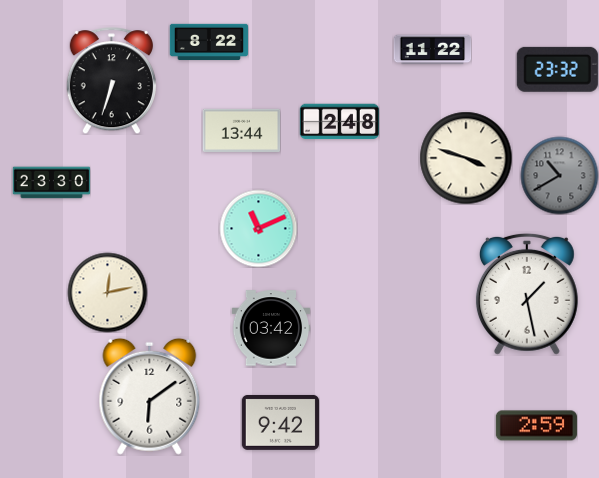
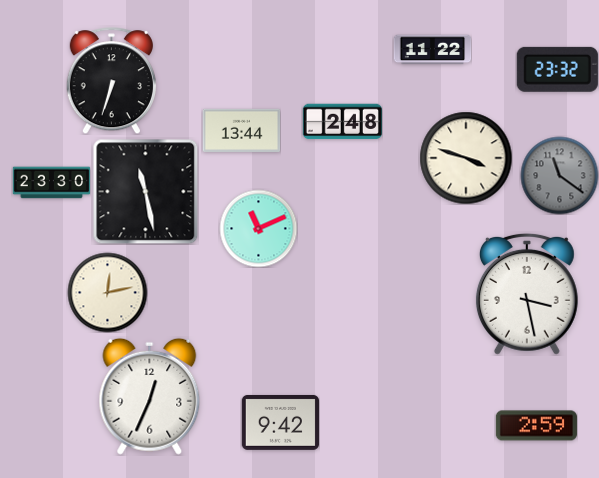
clock at (209, 42): 8:22 -> none
clock at (339, 122) position: (339, 122) -> (342, 122)
clock at (559, 175): 10:40 -> 11:21
clock at (145, 191): none -> 11:28
clock at (527, 294): 1:28 -> 3:28
clock at (271, 328): 03:42 -> none
clock at (150, 396): 6:09 -> 12:34
